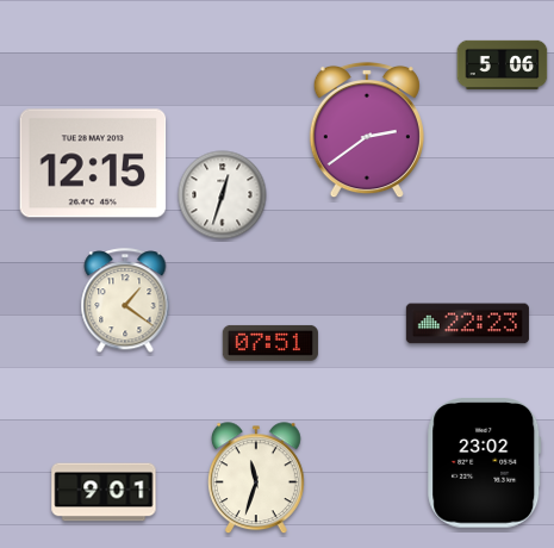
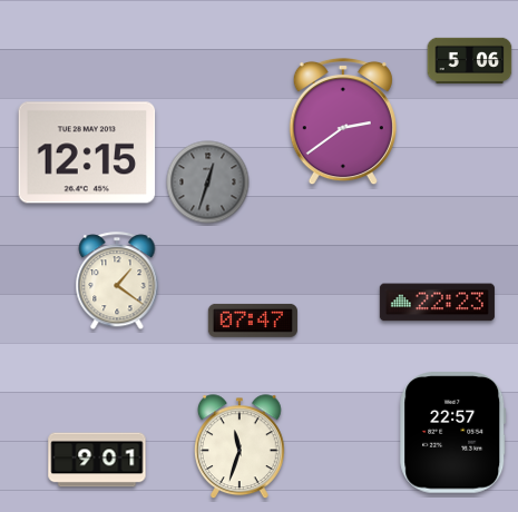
clock at (223, 195) dial: white -> grey
clock at (270, 343): 07:51 -> 07:47
clock at (485, 463): 23:02 -> 22:57
